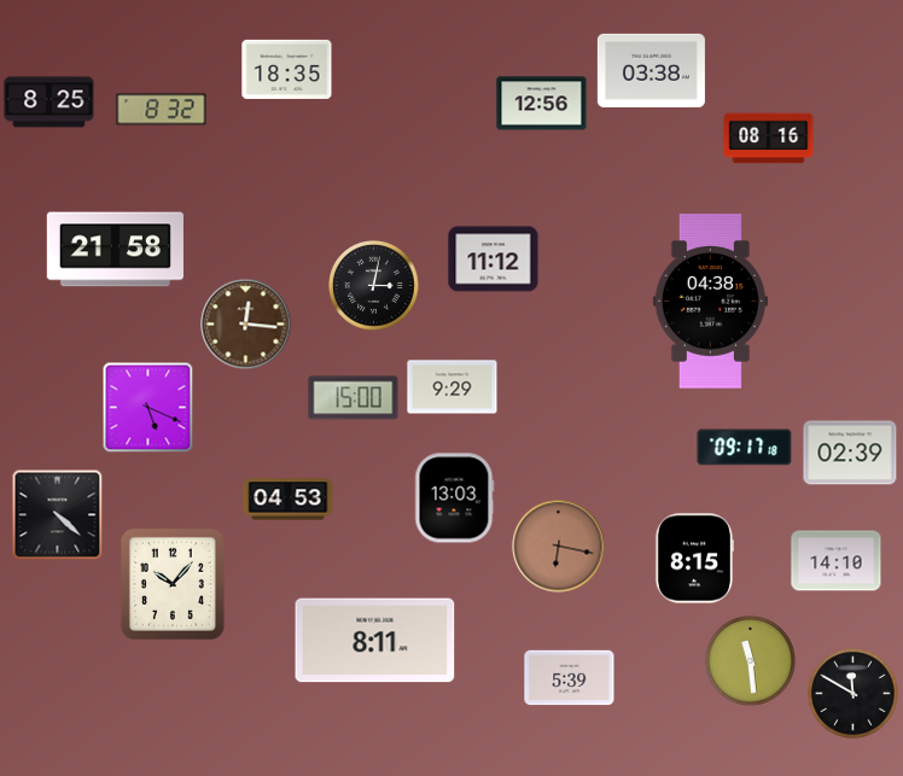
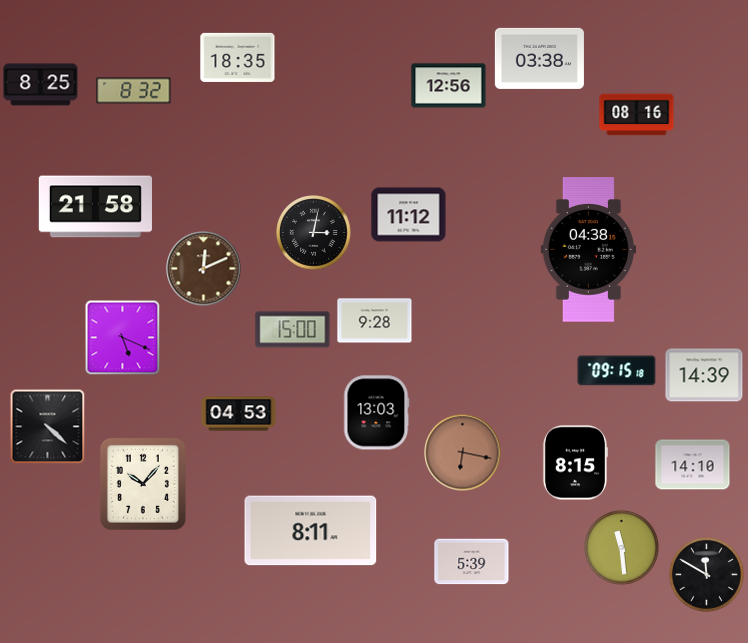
clock at (374, 286) position: (374, 286) -> (314, 233)
clock at (246, 325): 12:16 -> 12:11
clock at (453, 387): 9:29 -> 9:28
clock at (745, 448): 09:17 -> 09:15
clock at (850, 453): 02:39 -> 14:39
